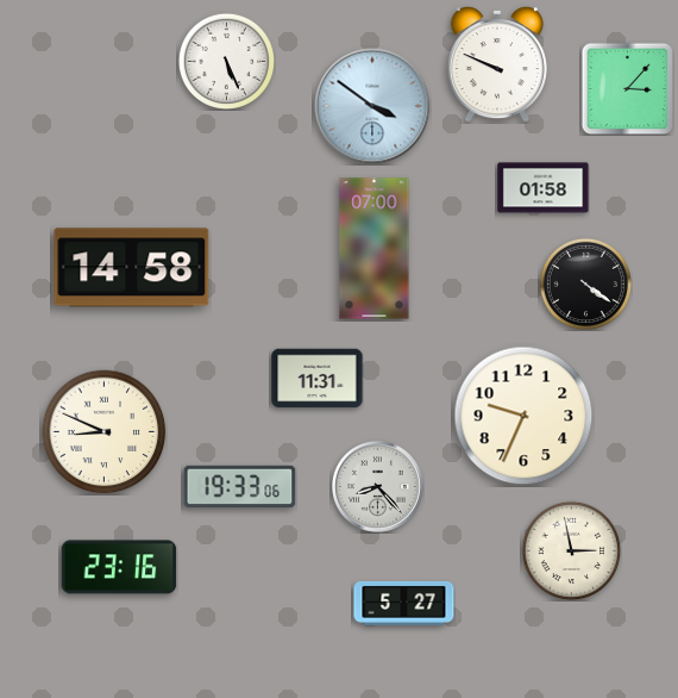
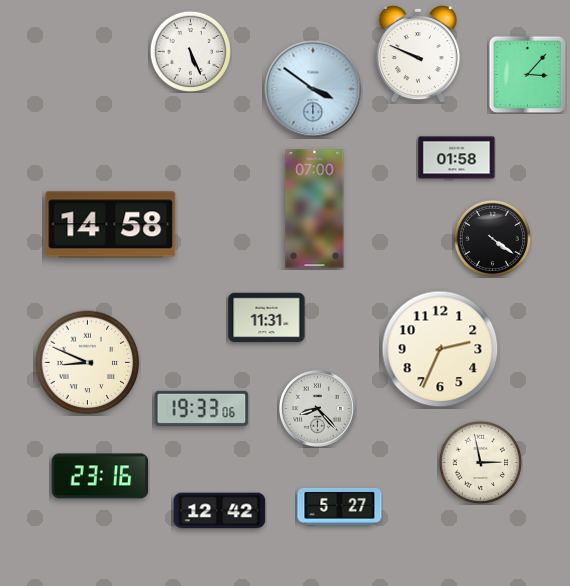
clock at (523, 416): 9:34 -> 2:34
clock at (220, 511): none -> 12:42
